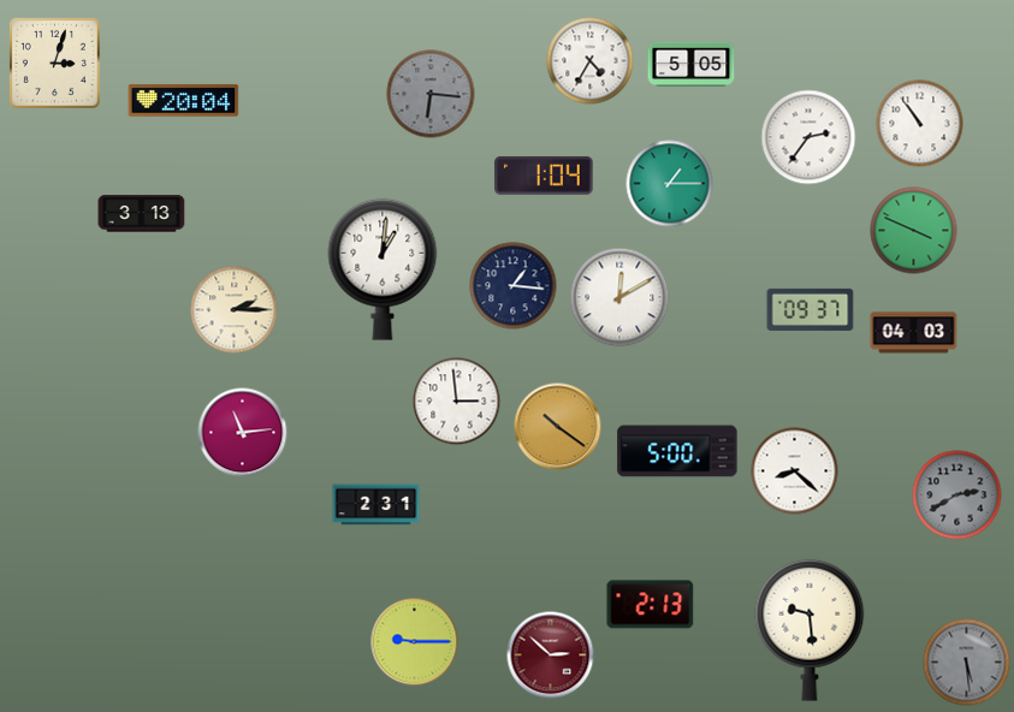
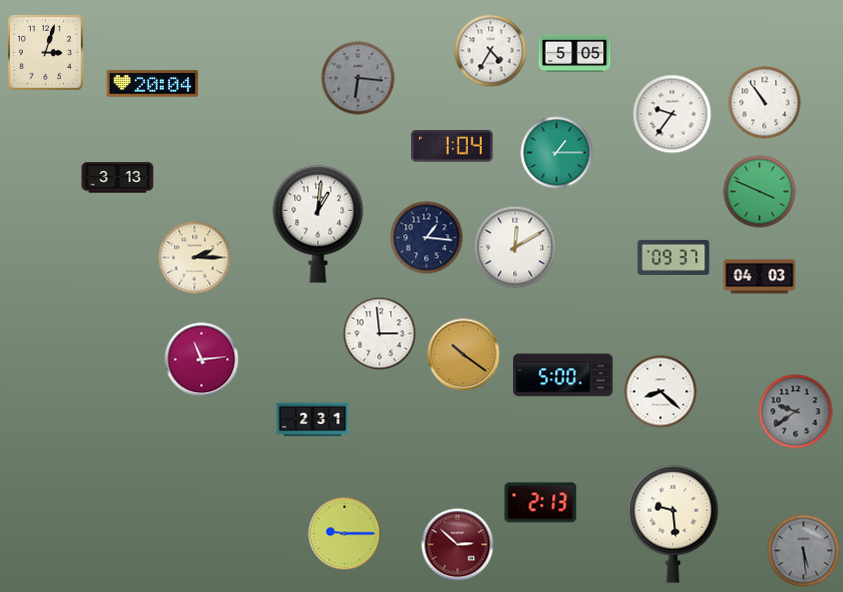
clock at (808, 137): 2:36 -> 9:36
clock at (957, 496): 2:40 -> 9:39
